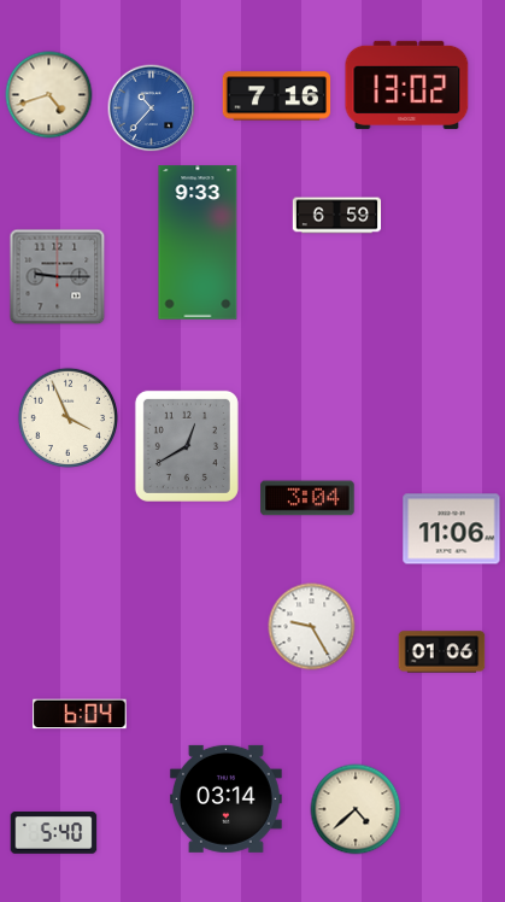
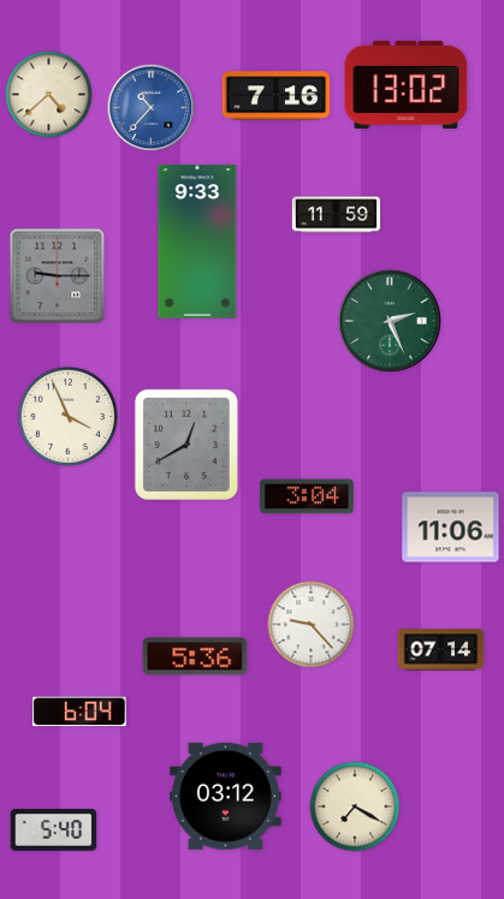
clock at (49, 95): 4:42 -> 4:38
clock at (337, 216): 6:59 -> 11:59
clock at (390, 321): none -> 2:26
clock at (312, 627): 9:25 -> 9:23
clock at (442, 652): 01:06 -> 07:14
clock at (195, 656): none -> 5:36
clock at (225, 798): 03:14 -> 03:12
clock at (356, 809): 4:38 -> 7:20
